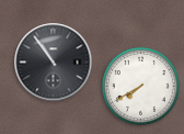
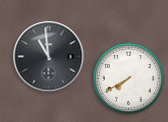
clock at (54, 63): 10:54 -> 10:59
